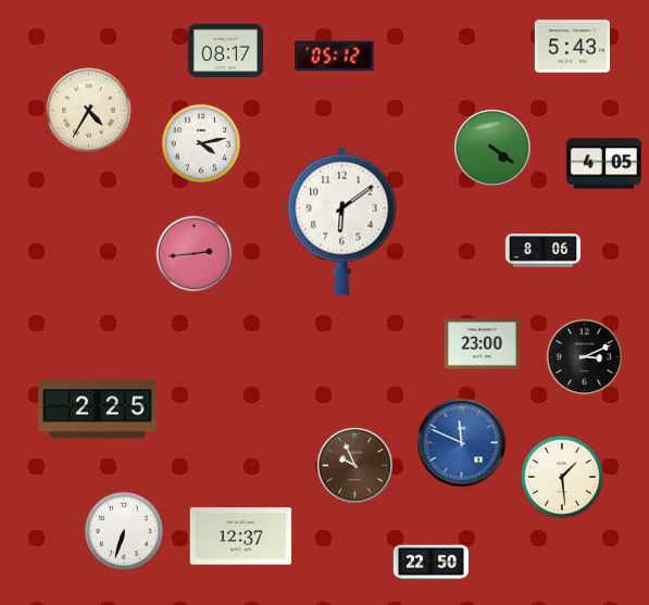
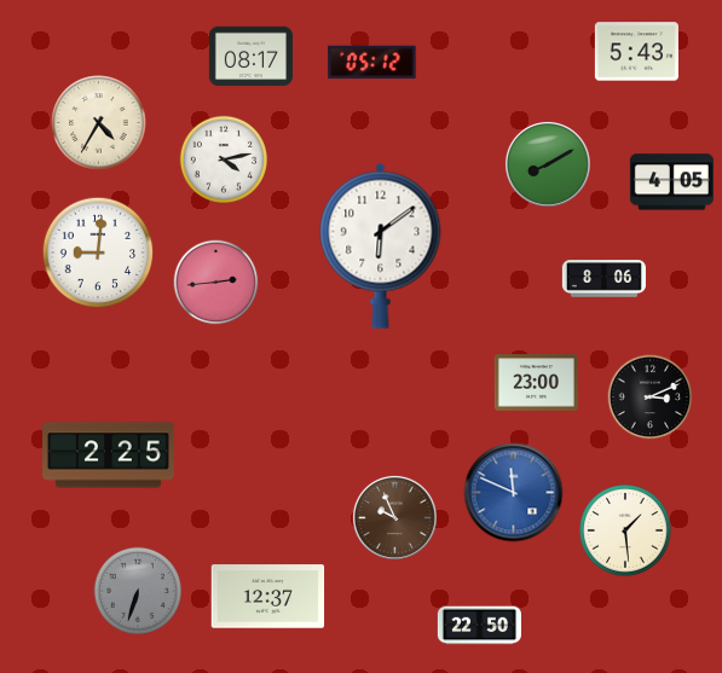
clock at (492, 148): 4:21 -> 8:10
clock at (98, 253): none -> 9:01
clock at (123, 530) dial: white -> grey
